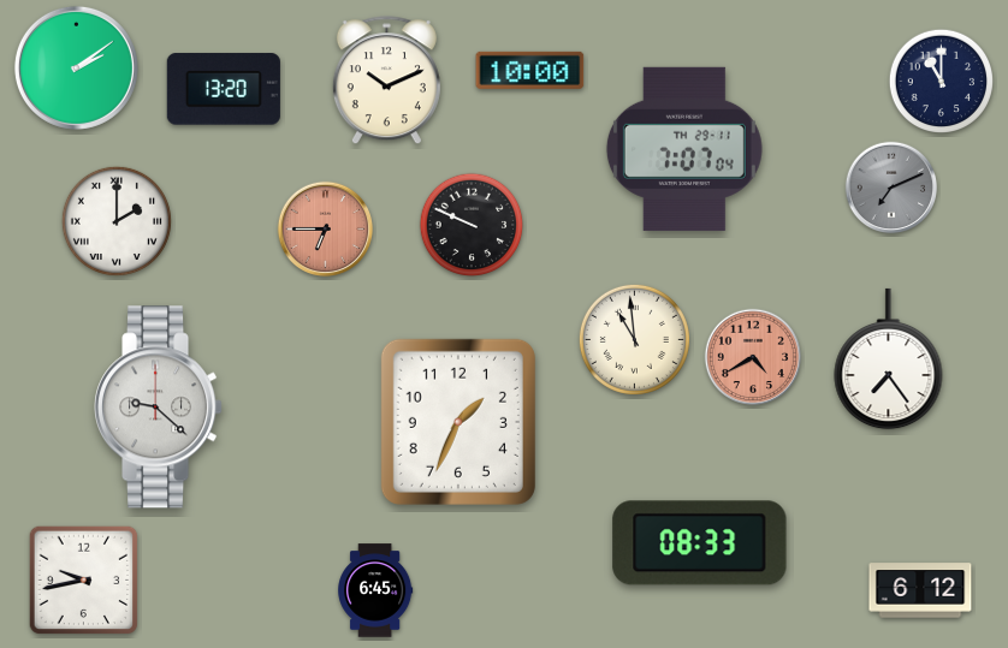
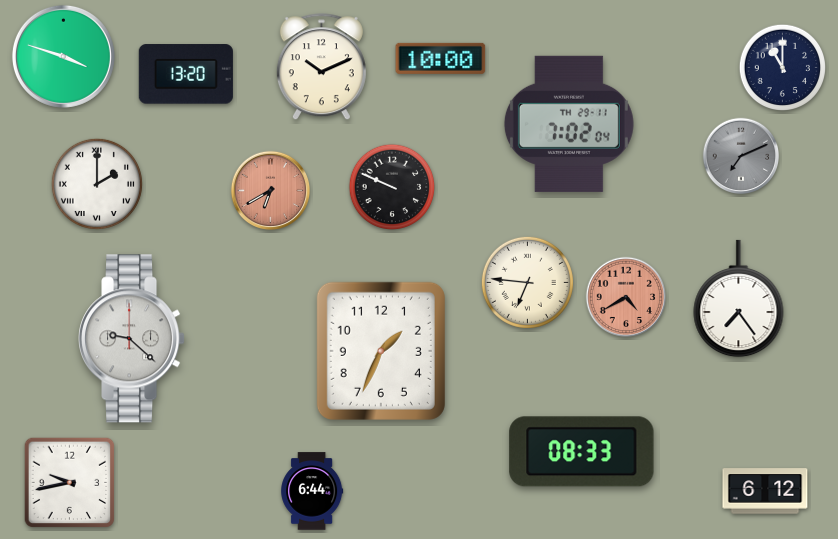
clock at (76, 67): 2:09 -> 3:48
clock at (684, 149): 7:07 -> 7:02
clock at (326, 230): 6:45 -> 6:40
clock at (634, 339): 10:59 -> 6:46
clock at (375, 590): 6:45 -> 6:44
